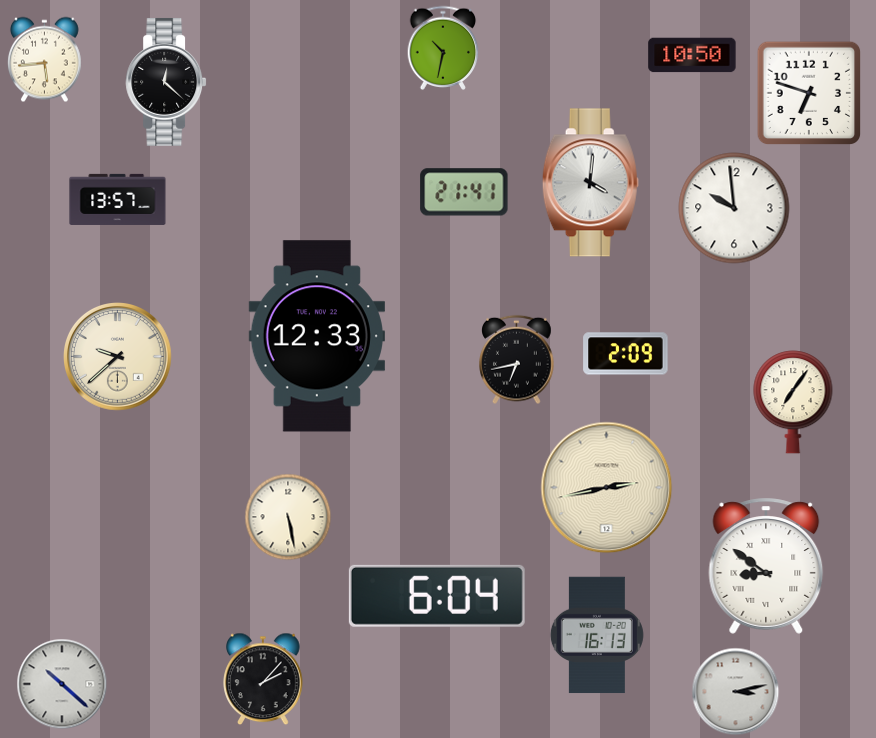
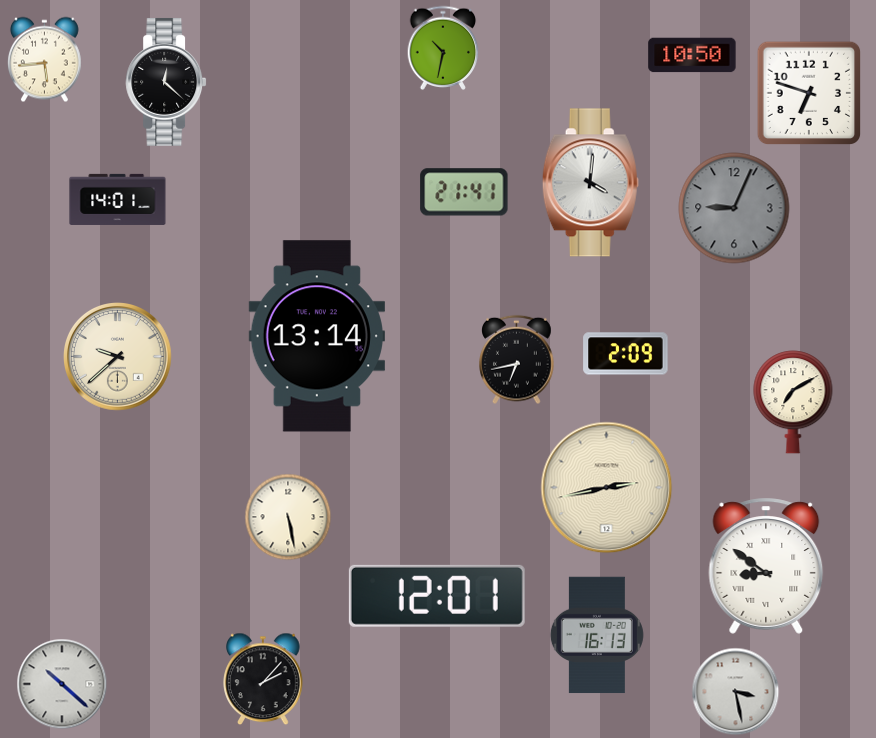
clock at (118, 199): 13:57 -> 14:01
clock at (734, 208): 9:59 -> 9:04
clock at (734, 208) dial: white -> grey
clock at (317, 336): 12:33 -> 13:14
clock at (793, 402): 7:06 -> 7:10
clock at (437, 596): 6:04 -> 12:01
clock at (735, 691): 3:13 -> 3:28
